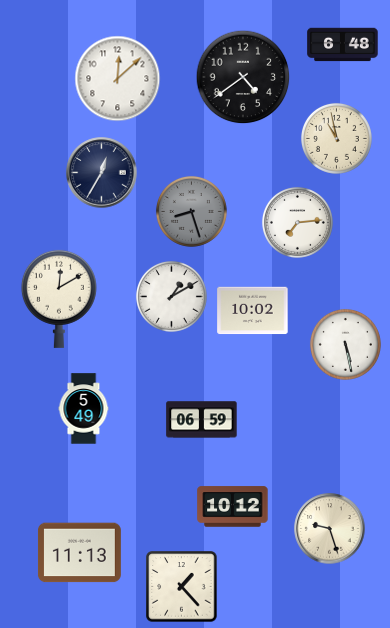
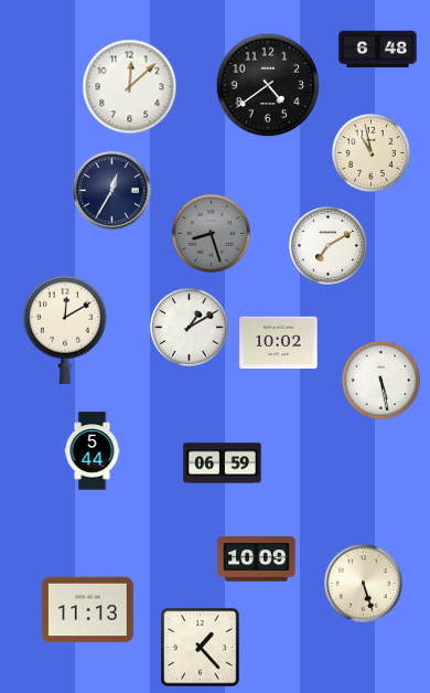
clock at (297, 222): 7:14 -> 7:10
clock at (84, 409): 5:49 -> 5:44
clock at (233, 507): 10:12 -> 10:09
clock at (330, 529): 9:27 -> 5:27
